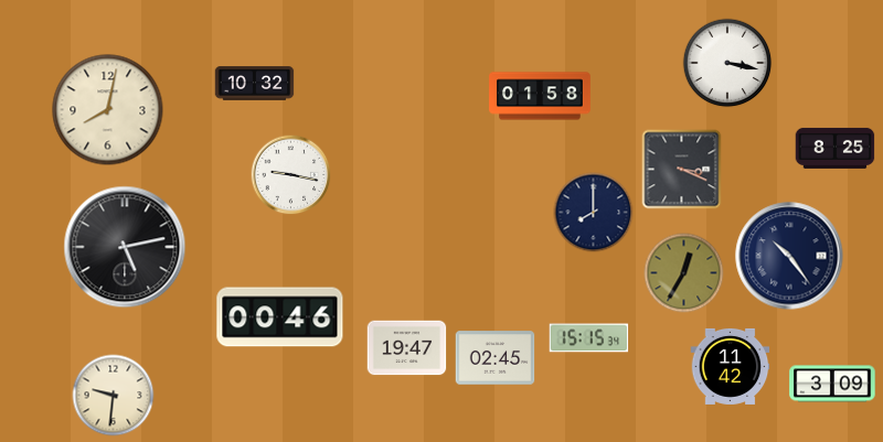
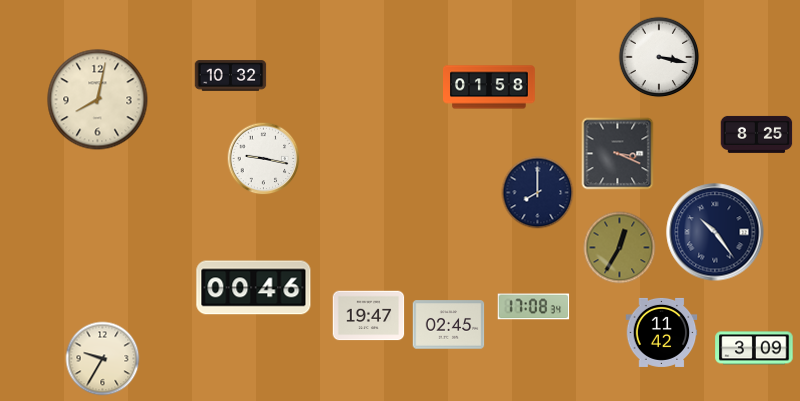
clock at (125, 247): 5:13 -> none
clock at (589, 338): 15:15 -> 17:08
clock at (114, 396): 9:31 -> 9:35
